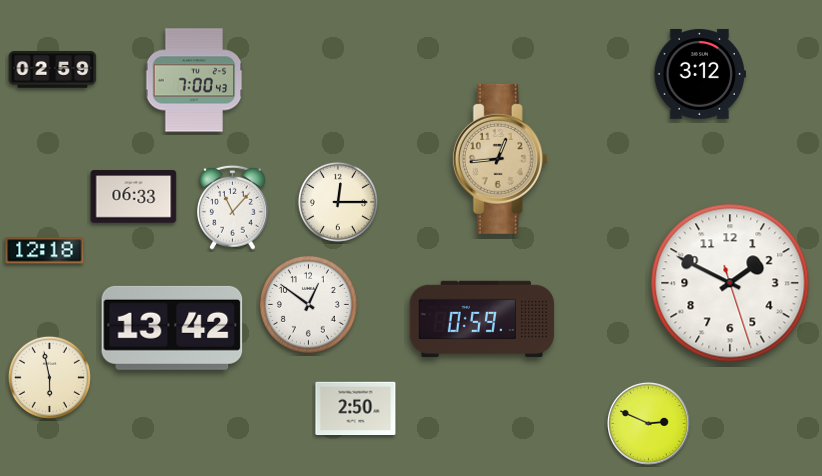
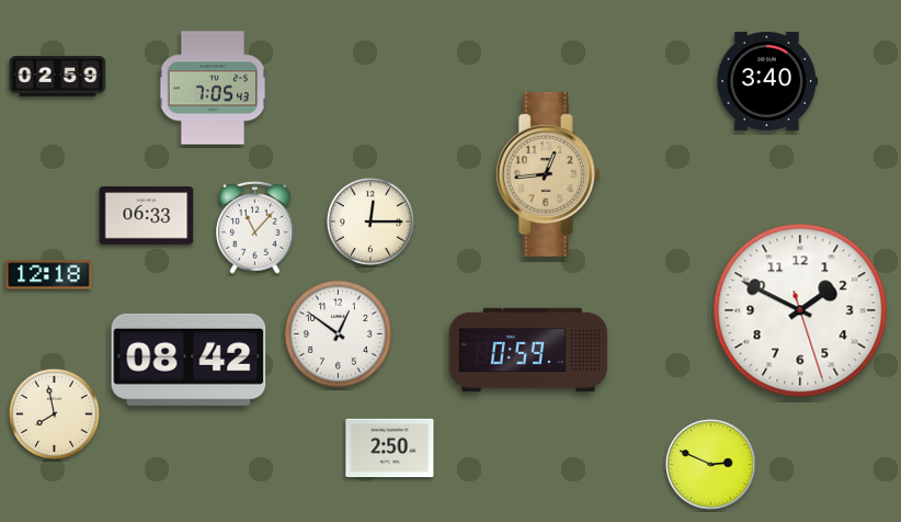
clock at (700, 74): 3:12 -> 3:40
clock at (194, 80): 7:00 -> 7:05
clock at (172, 328): 13:42 -> 08:42
clock at (49, 377): 5:58 -> 7:58
